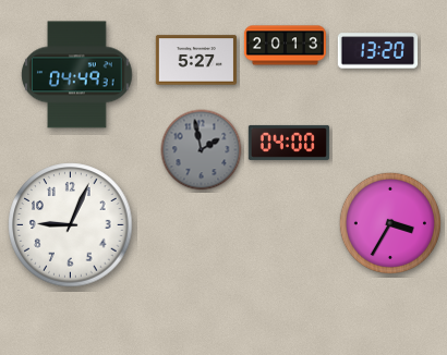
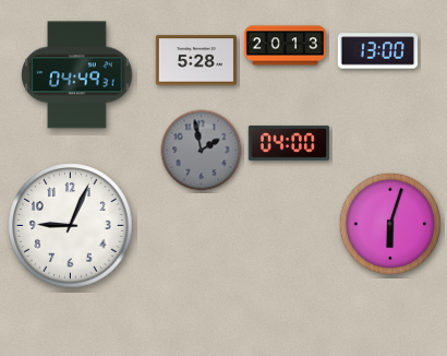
clock at (378, 51): 13:20 -> 13:00
clock at (196, 60): 5:27 -> 5:28
clock at (389, 222): 3:35 -> 6:03
